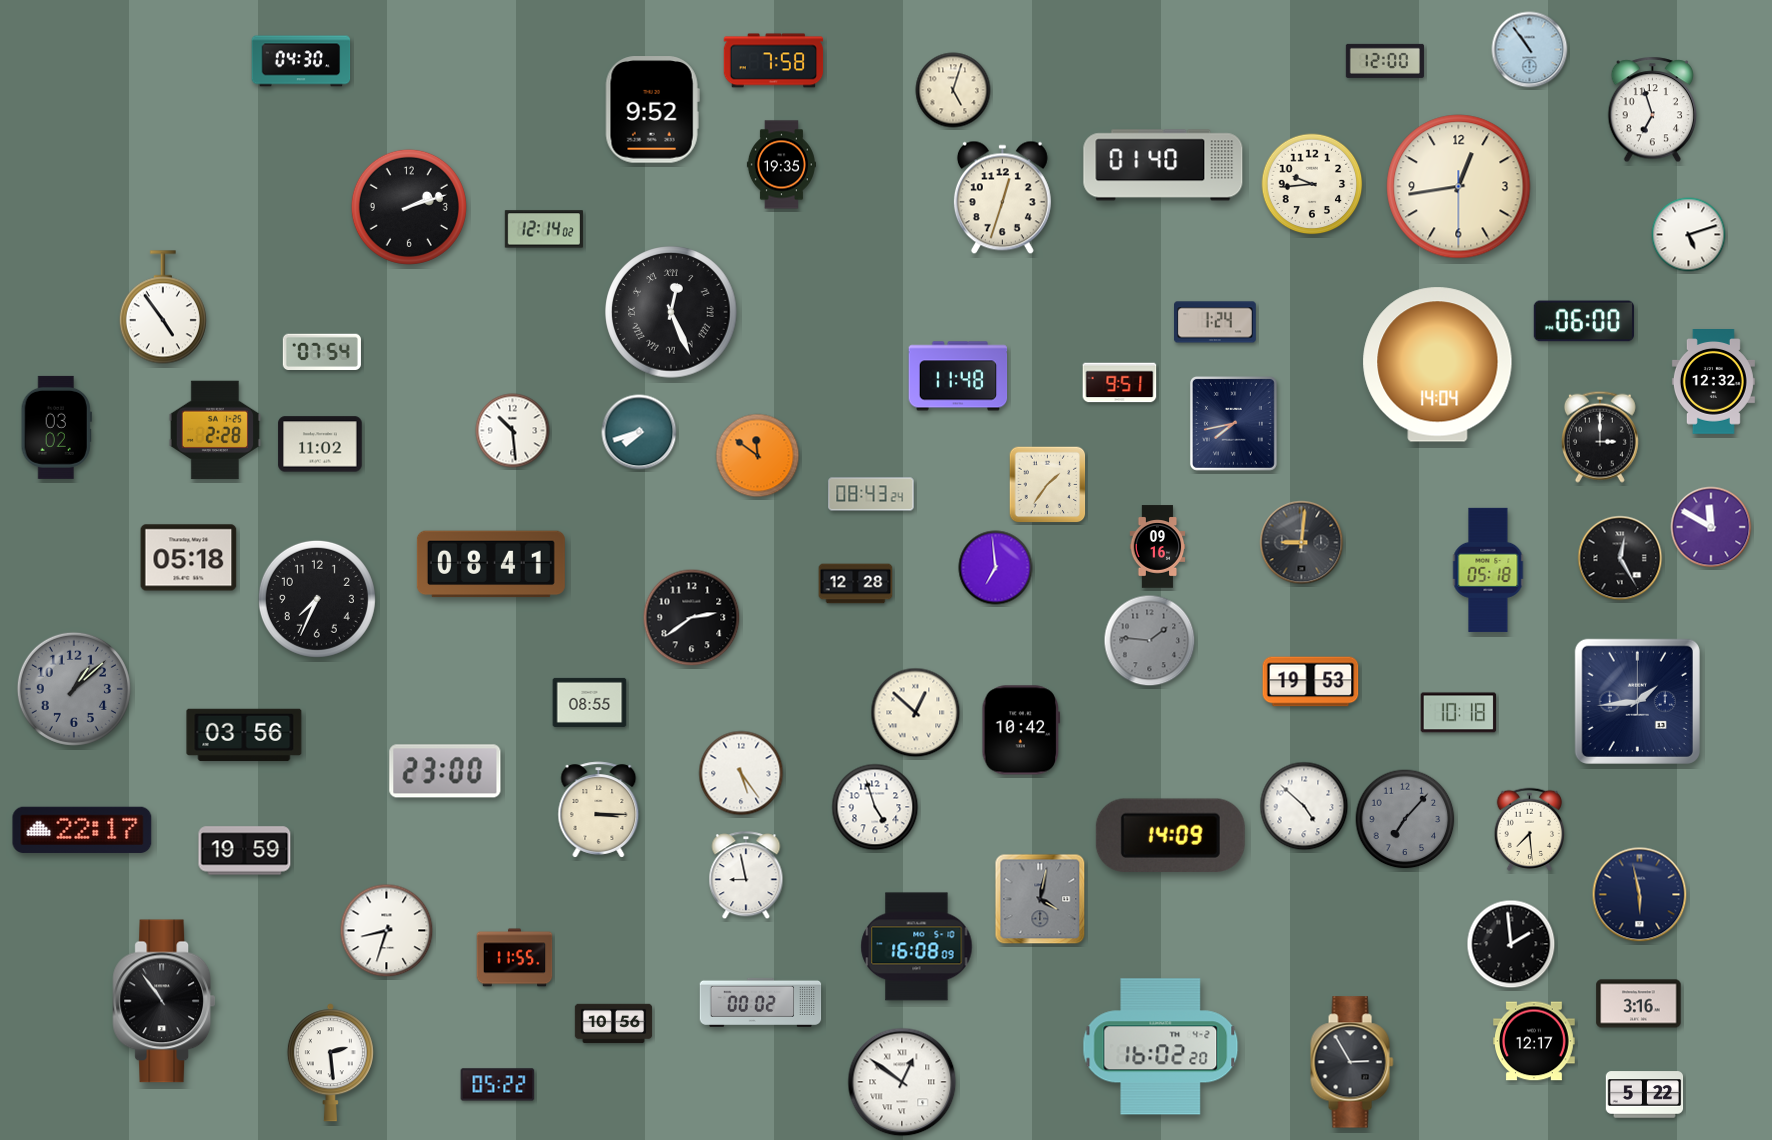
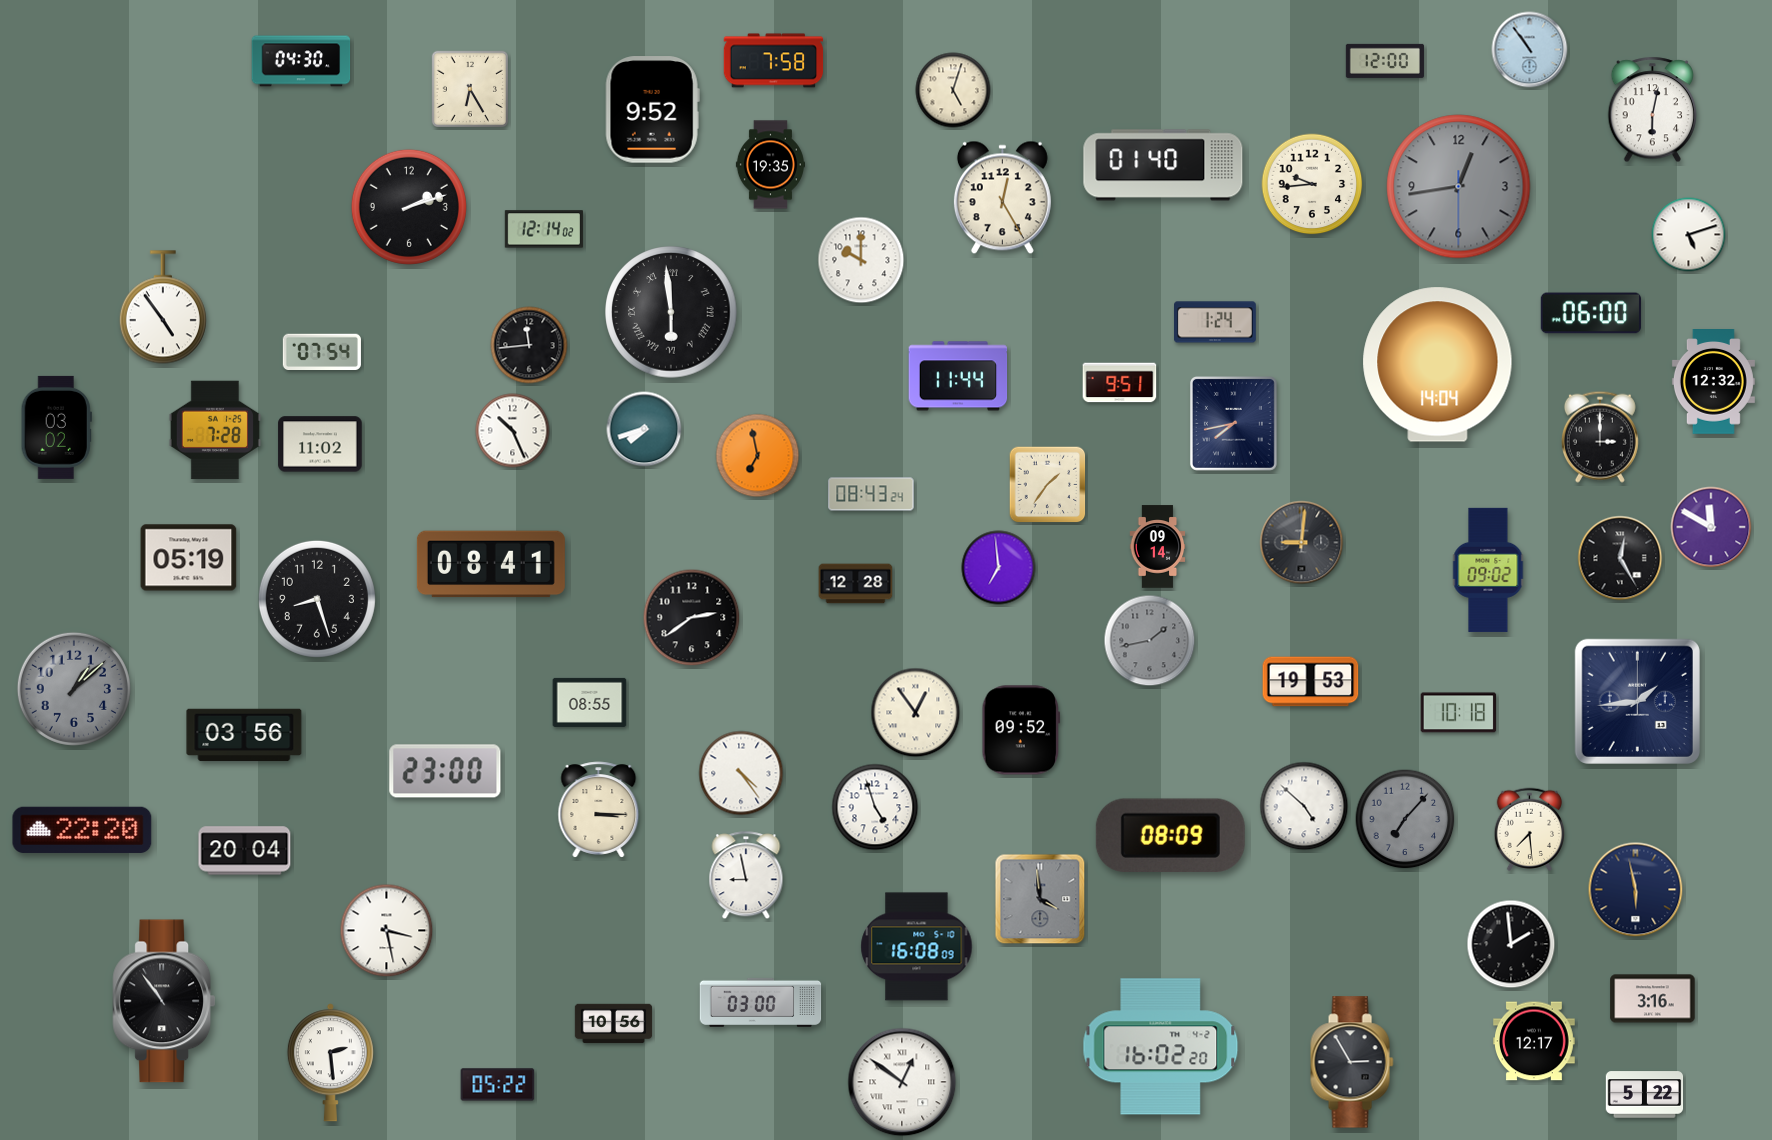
clock at (469, 88): none -> 6:25
clock at (1653, 110): 6:57 -> 6:02
clock at (781, 165) position: (781, 165) -> (770, 165)
clock at (1459, 187) dial: cream -> grey
clock at (1002, 198): 12:33 -> 12:25
clock at (861, 260): none -> 10:00
clock at (671, 312): 12:26 -> 5:59
clock at (1584, 321) position: (1584, 321) -> (1591, 313)
clock at (529, 345): none -> 11:44
clock at (958, 376): 11:48 -> 11:44
clock at (215, 430): 2:28 -> 7:28
clock at (513, 431): 10:29 -> 10:26
clock at (639, 432) position: (639, 432) -> (644, 429)
clock at (758, 456): 11:51 -> 6:58
clock at (1158, 547): 09:16 -> 09:14
clock at (189, 558): 05:18 -> 05:19
clock at (996, 568) position: (996, 568) -> (999, 568)
clock at (1488, 570): 05:18 -> 09:02
clock at (317, 599): 7:34 -> 8:27
clock at (1150, 641): 1:46 -> 1:43
clock at (916, 713): 12:52 -> 12:54
clock at (1021, 730): 10:42 -> 09:52
clock at (741, 773): 5:24 -> 4:24
clock at (82, 830): 22:17 -> 22:20
clock at (1170, 836): 14:09 -> 08:09
clock at (245, 851): 19:59 -> 20:04
clock at (1640, 895) position: (1640, 895) -> (1636, 890)
clock at (1040, 899): 4:02 -> 3:59
clock at (387, 931): 8:33 -> 3:28
clock at (515, 958): 11:55 -> none
clock at (761, 1002): 00:02 -> 03:00
clock at (1639, 1004) position: (1639, 1004) -> (1653, 999)
